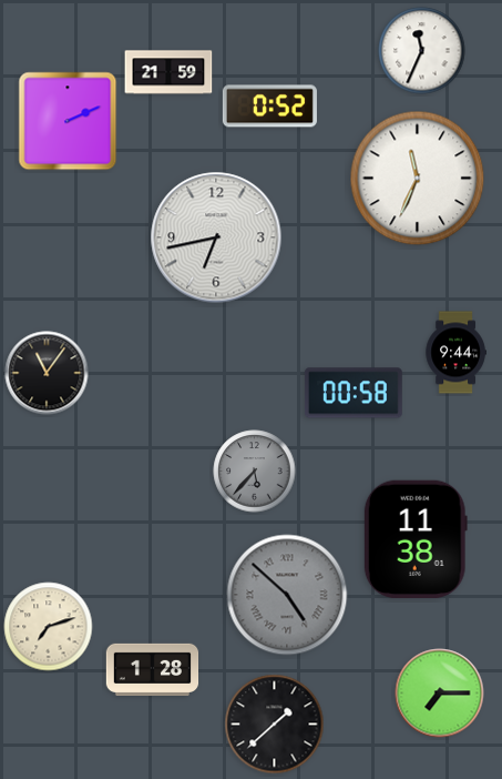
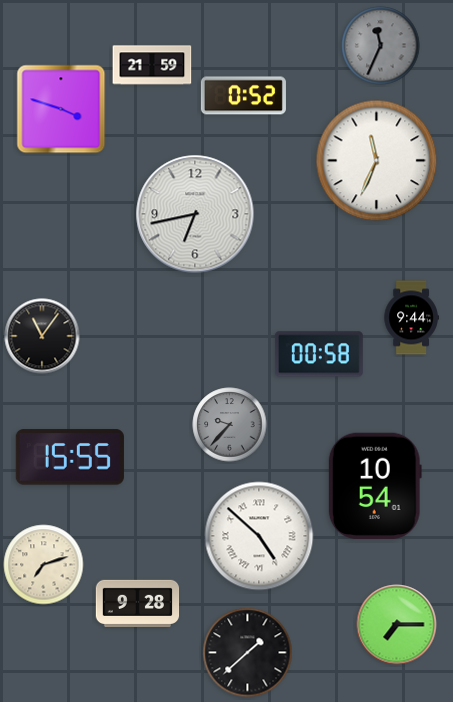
clock at (422, 51) dial: white -> grey
clock at (68, 121): 2:11 -> 3:48
clock at (255, 472): 5:37 -> 9:37
clock at (70, 457): none -> 15:55
clock at (416, 539): 11:38 -> 10:54
clock at (287, 595) dial: grey -> white
clock at (153, 669): 1:28 -> 9:28
